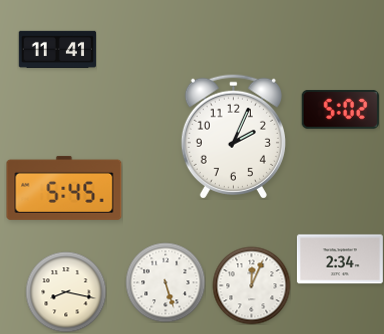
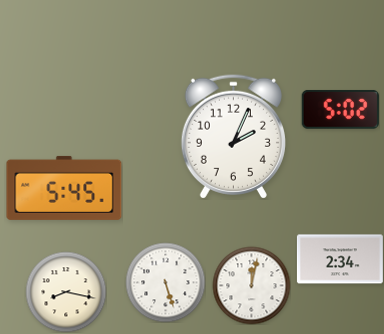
clock at (57, 49): 11:41 -> none
clock at (251, 285): 12:04 -> 12:02
